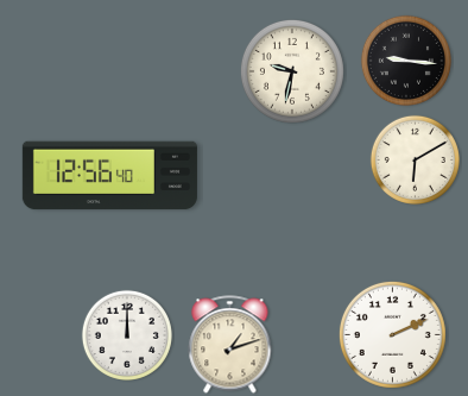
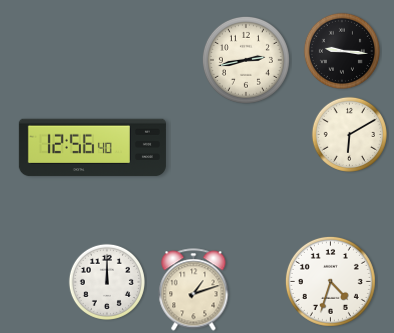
clock at (292, 71): 9:32 -> 2:43
clock at (392, 334): 2:11 -> 4:33
